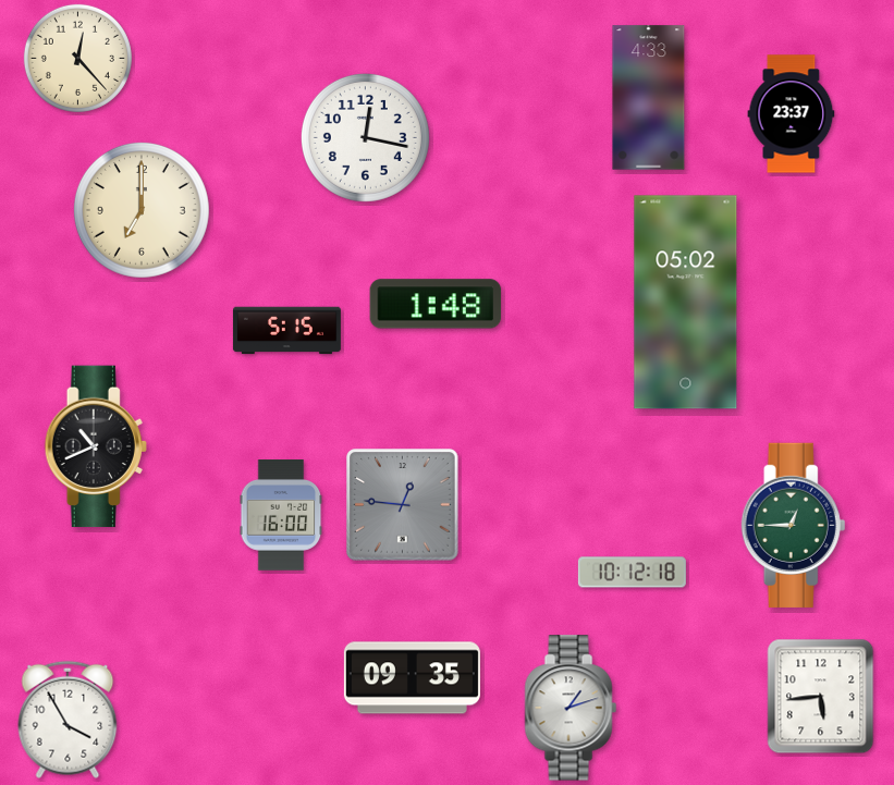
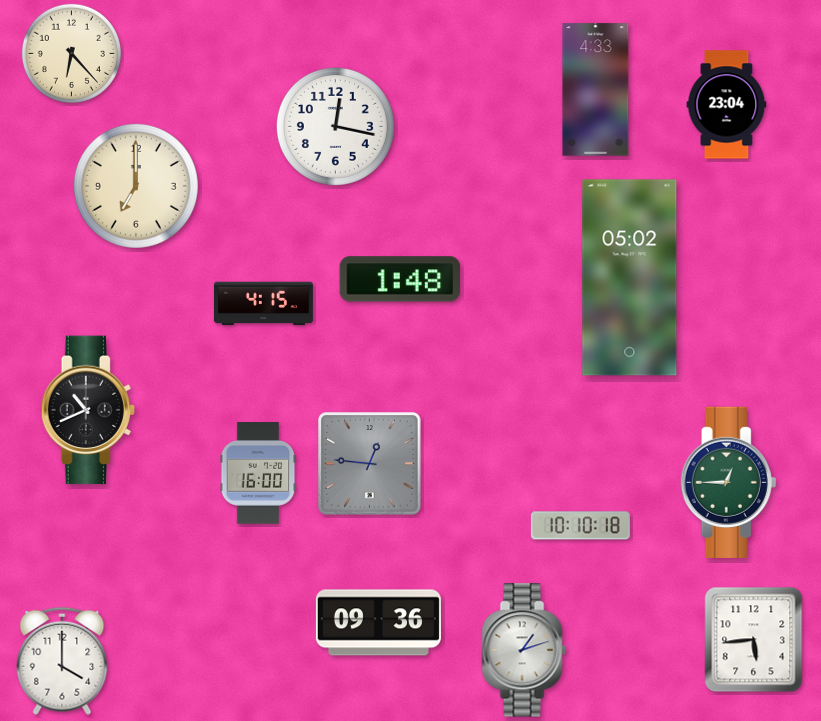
clock at (77, 58): 12:23 -> 6:23
clock at (792, 114): 23:37 -> 23:04
clock at (142, 210) position: (142, 210) -> (136, 186)
clock at (286, 331): 5:15 -> 4:15
clock at (632, 573): 10:12 -> 10:10
clock at (412, 678): 09:35 -> 09:36
clock at (68, 720): 3:55 -> 4:00
